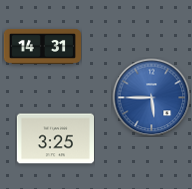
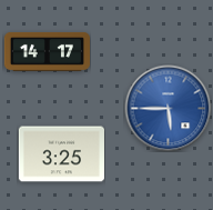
clock at (42, 46): 14:31 -> 14:17
